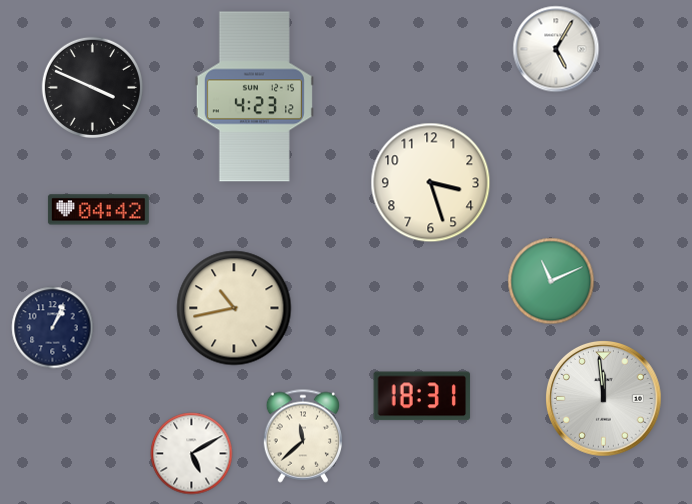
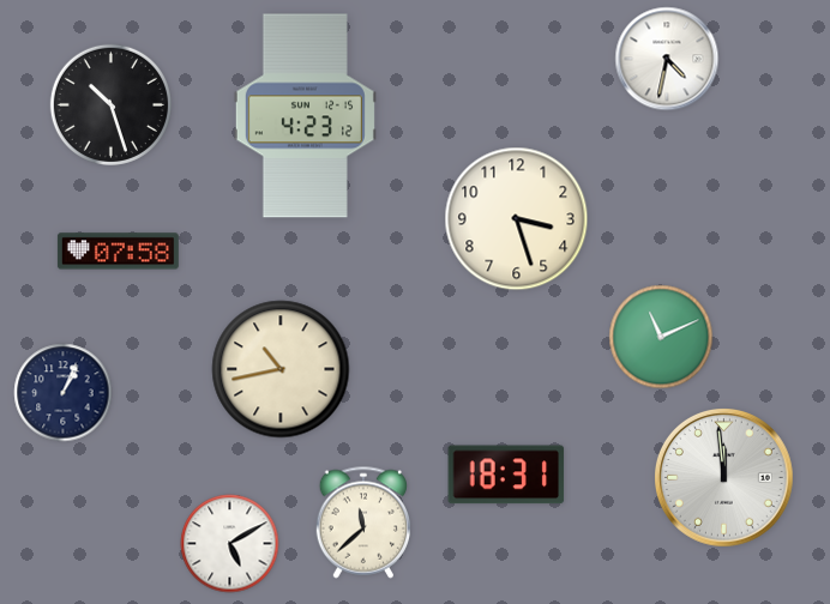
clock at (556, 49): 5:05 -> 4:32
clock at (92, 87): 3:49 -> 10:27
clock at (98, 210): 04:42 -> 07:58
